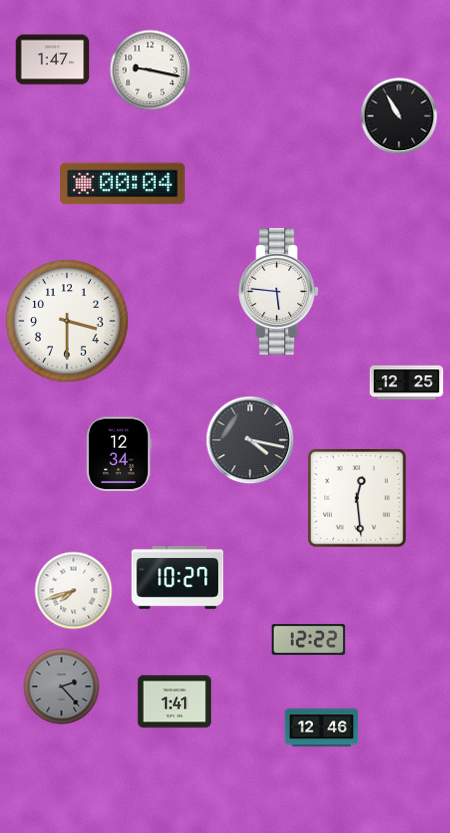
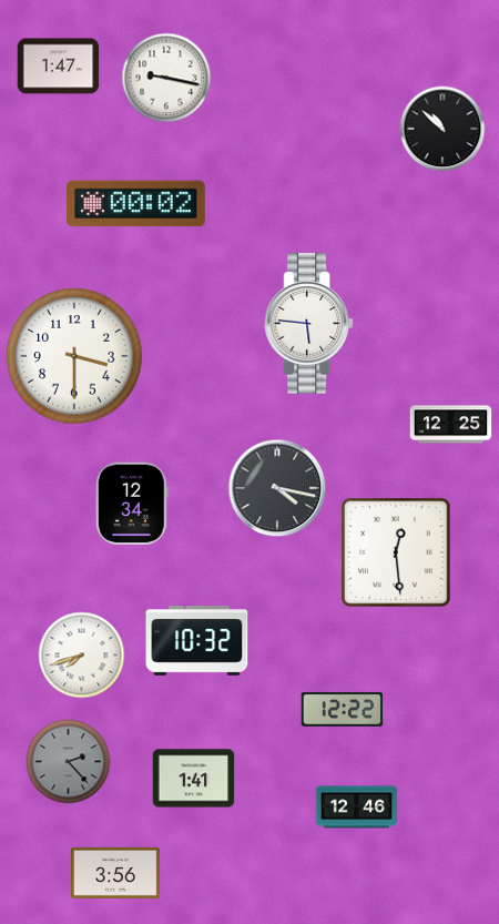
clock at (399, 116): 10:55 -> 10:52
clock at (123, 184): 00:04 -> 00:02
clock at (178, 578): 10:27 -> 10:32
clock at (116, 873): none -> 3:56
